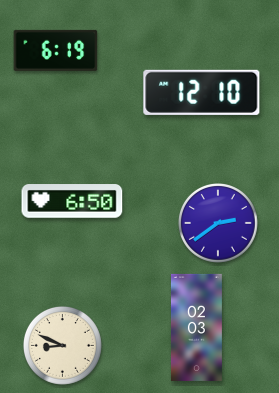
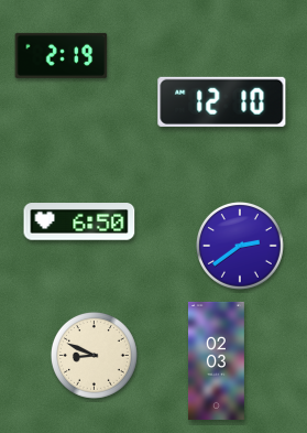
clock at (56, 50): 6:19 -> 2:19
clock at (62, 345) position: (62, 345) -> (94, 355)
